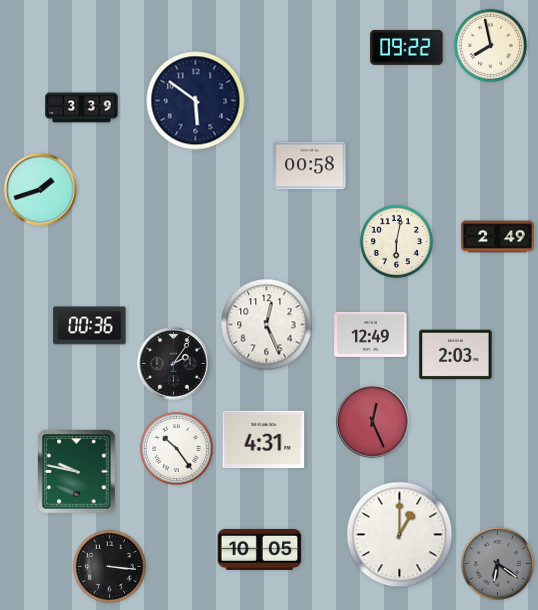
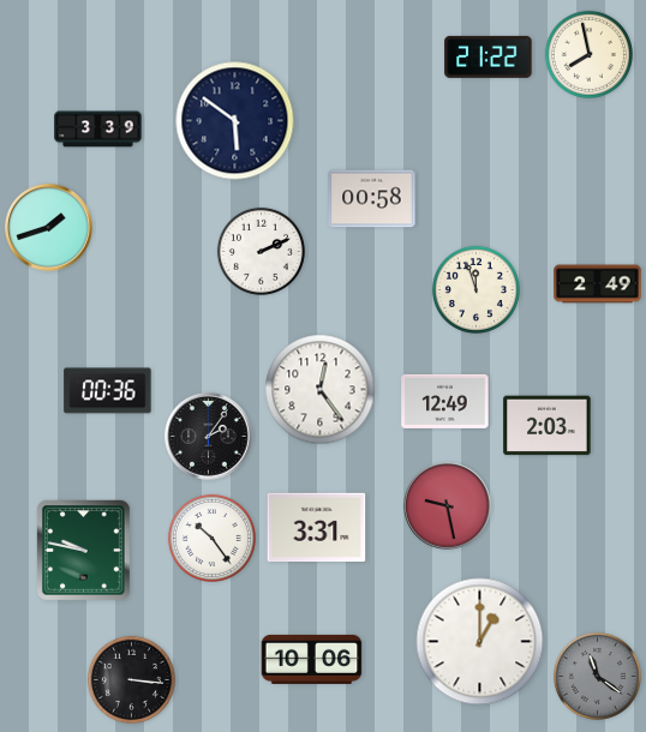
clock at (407, 47): 09:22 -> 21:22
clock at (261, 251): none -> 2:11
clock at (396, 241): 6:02 -> 11:57
clock at (267, 325): 12:26 -> 12:24
clock at (373, 422): 12:26 -> 9:28
clock at (264, 440): 4:31 -> 3:31
clock at (77, 472) position: (77, 472) -> (84, 551)
clock at (260, 549): 10:05 -> 10:06
clock at (497, 563): 6:21 -> 11:21
